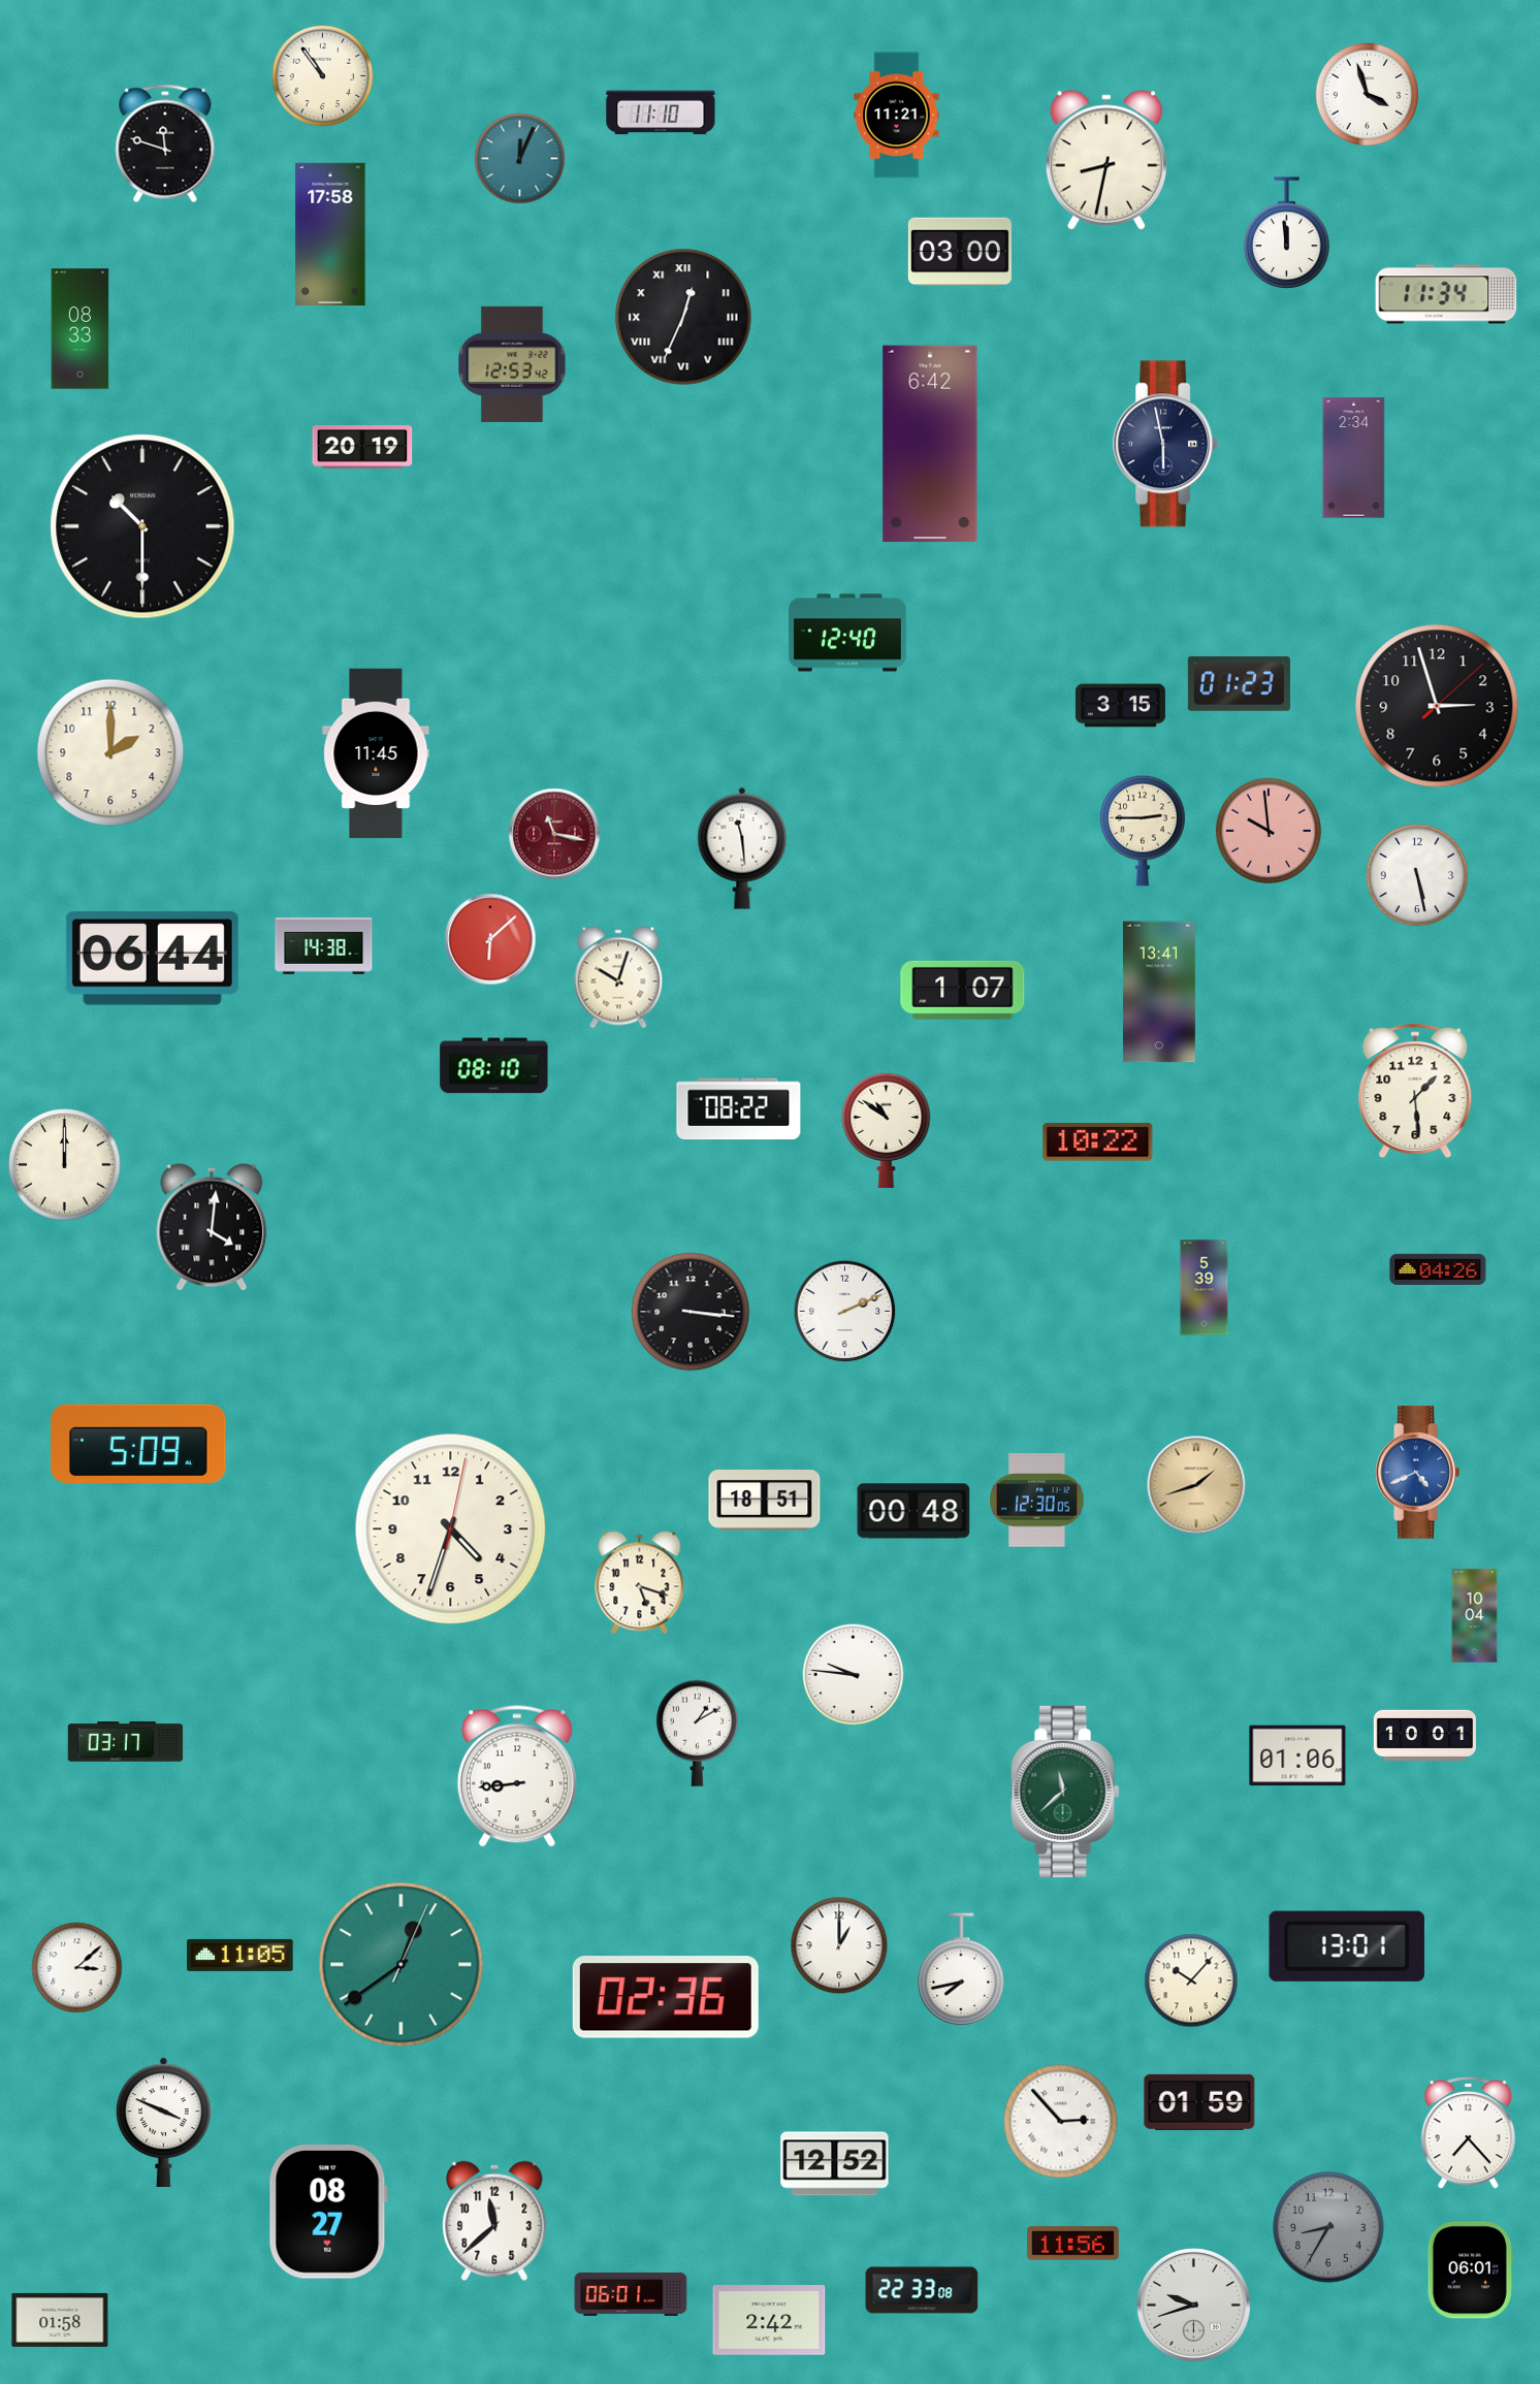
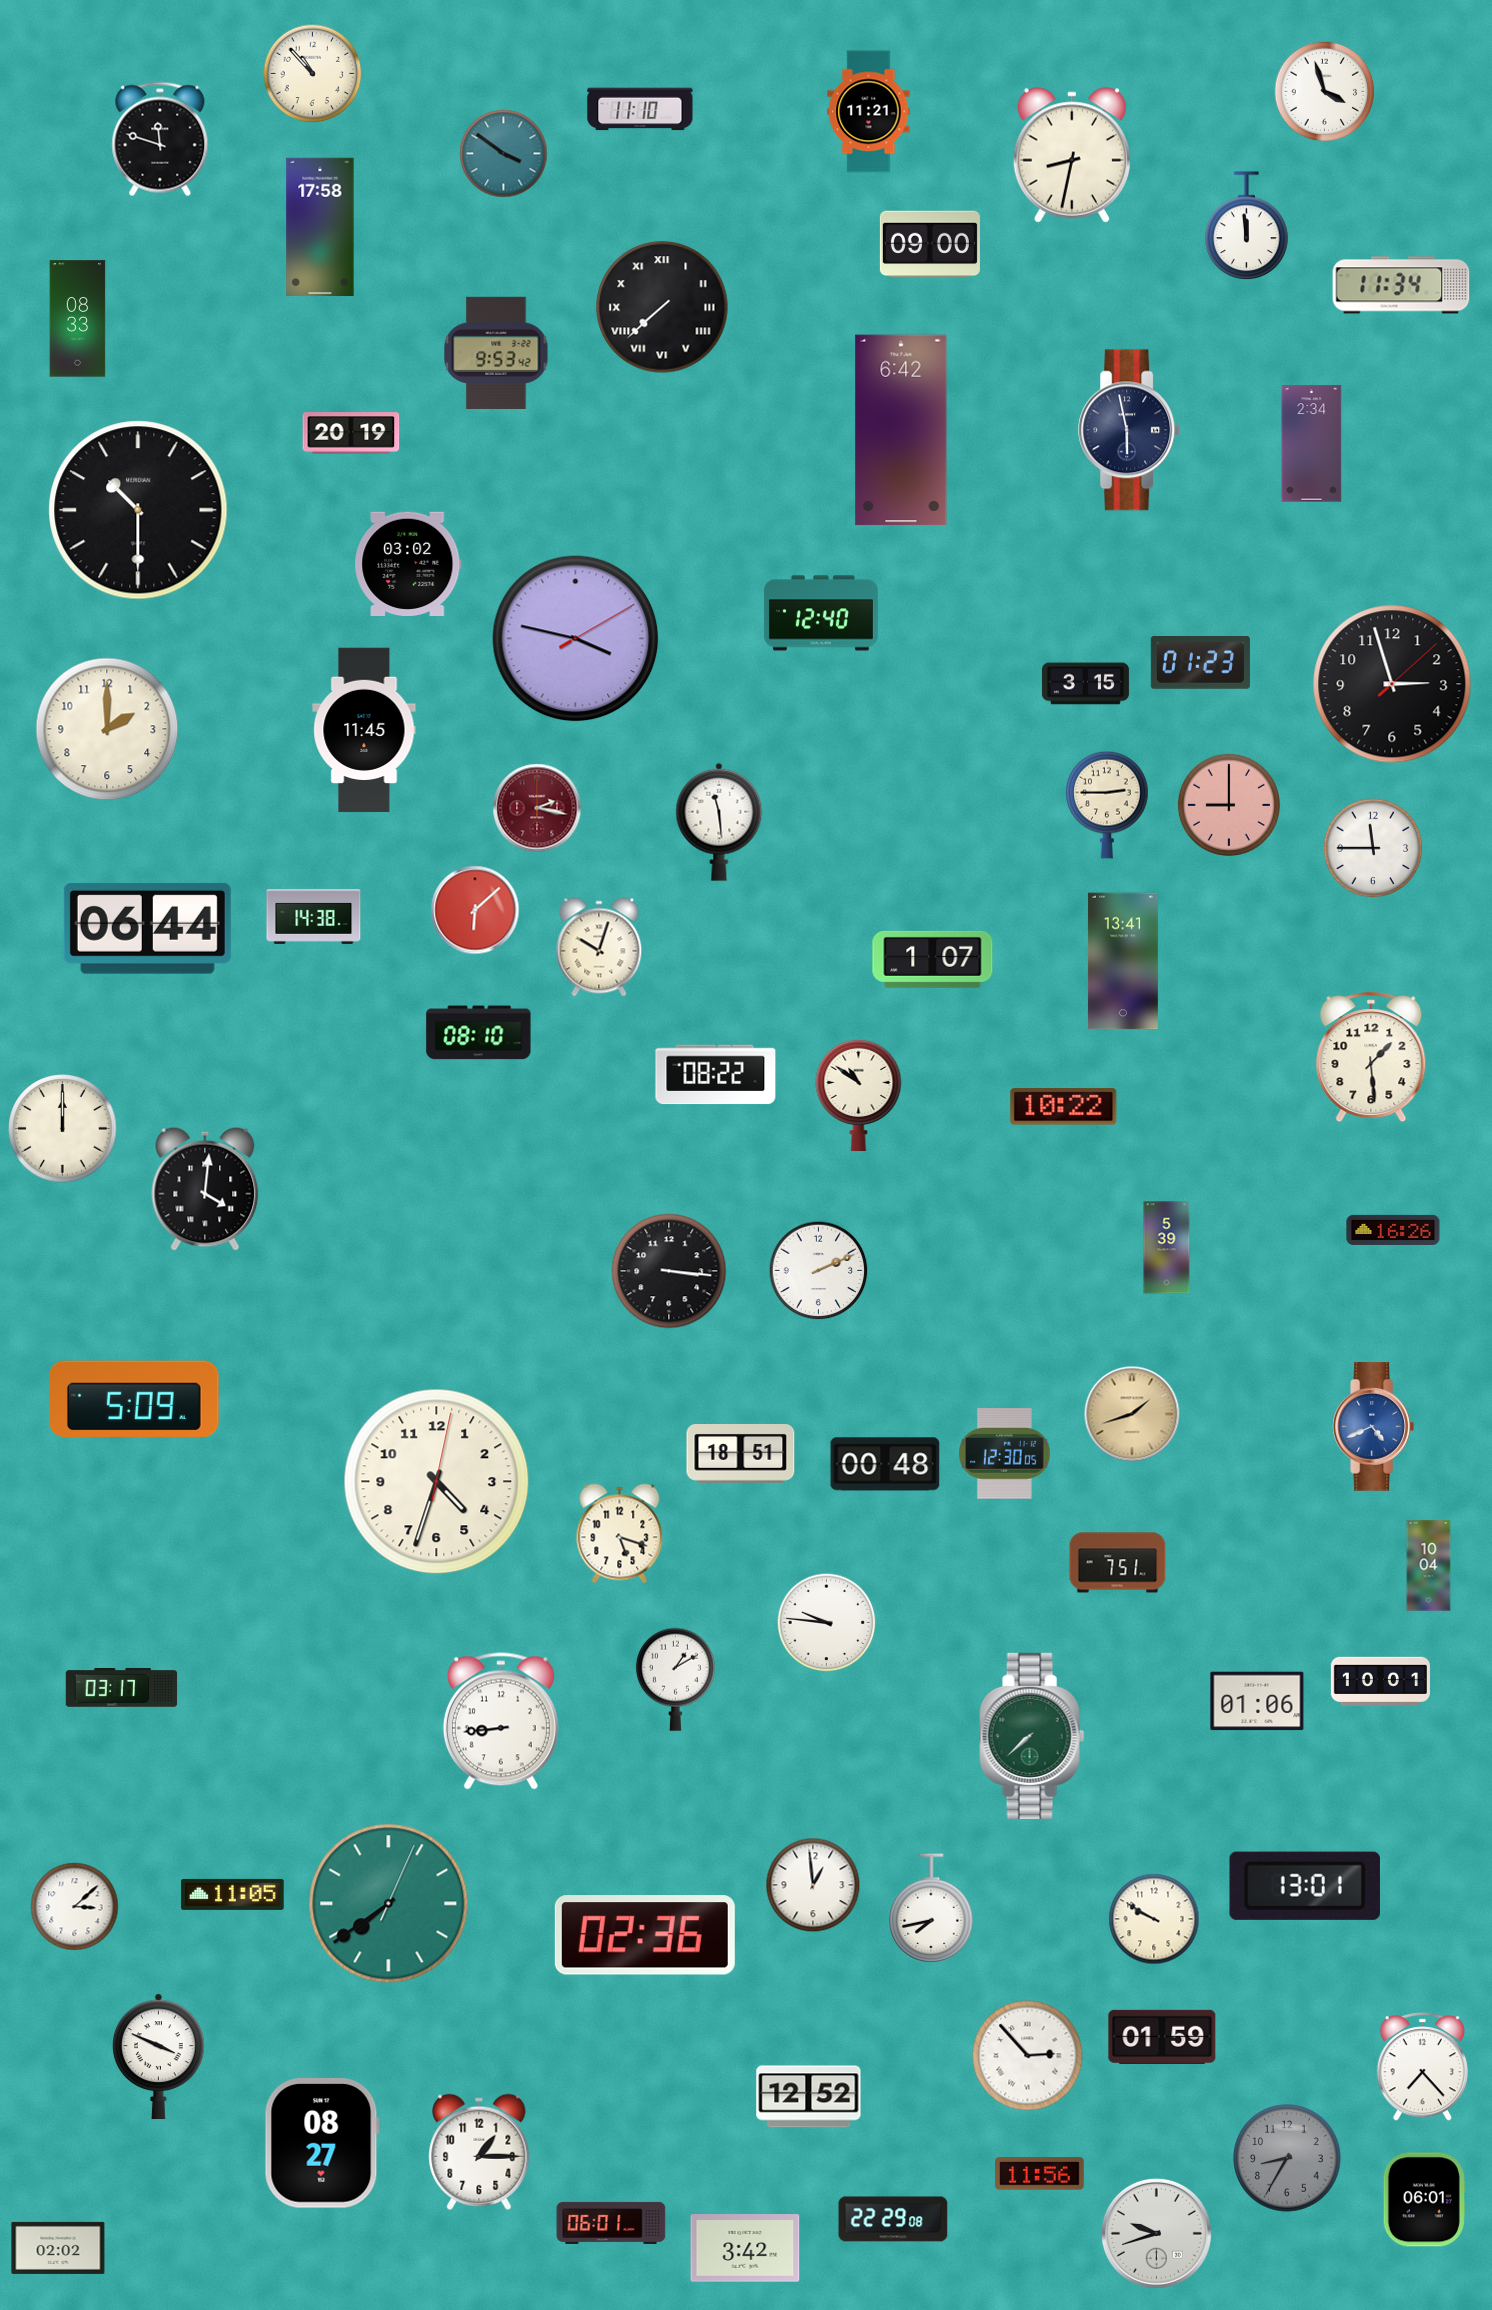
clock at (323, 76): 10:54 -> 10:53
clock at (520, 159): 12:04 -> 3:51
clock at (960, 252): 03:00 -> 09:00
clock at (683, 317): 12:34 -> 7:38
clock at (512, 364): 12:53 -> 9:53
clock at (408, 563): none -> 03:02
clock at (576, 639): none -> 3:47
clock at (1269, 831): 9:59 -> 9:00
clock at (554, 834): 11:17 -> 2:17
clock at (1417, 875): 5:28 -> 11:45
clock at (1438, 1269): 04:26 -> 16:26
clock at (1196, 1485) position: (1196, 1485) -> (1132, 1414)
clock at (1118, 1563): none -> 7:51
clock at (1065, 1792): 11:38 -> 7:38
clock at (839, 1945): 1:00 -> 12:59
clock at (402, 1965): 12:39 -> 7:39
clock at (1191, 1980): 10:07 -> 9:50
clock at (328, 2212) position: (328, 2212) -> (322, 2143)
clock at (494, 2221): 11:38 -> 1:15
clock at (922, 2290): 22:33 -> 22:29
clock at (60, 2320): 01:58 -> 02:02
clock at (769, 2320): 2:42 -> 3:42
